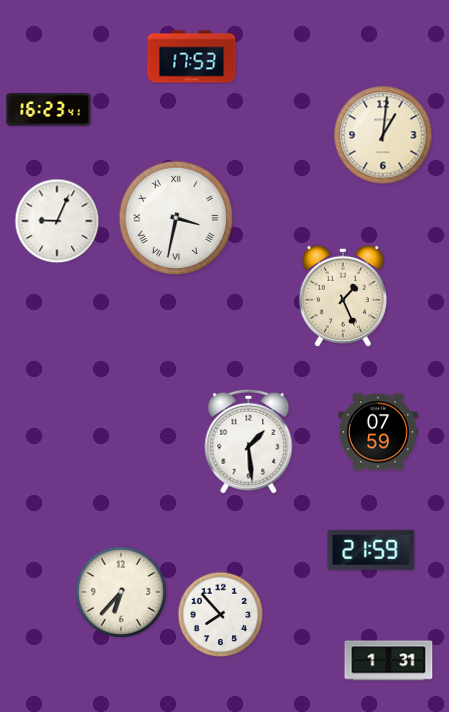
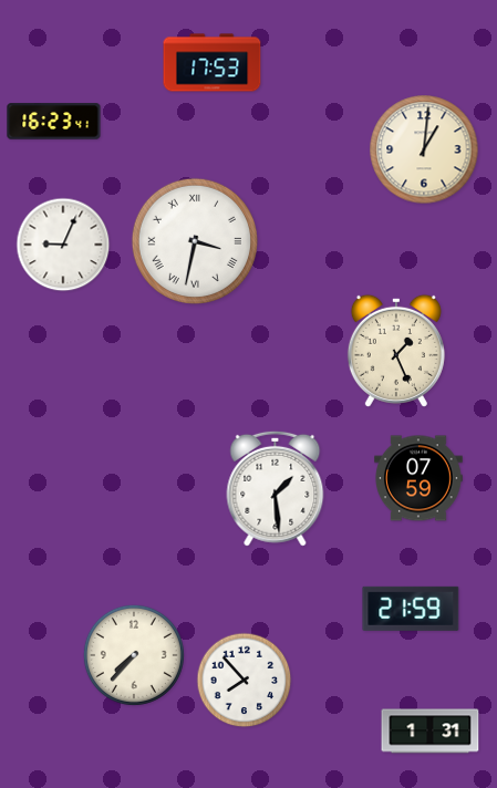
clock at (343, 296) position: (343, 296) -> (396, 351)
clock at (121, 592): 6:37 -> 7:37
